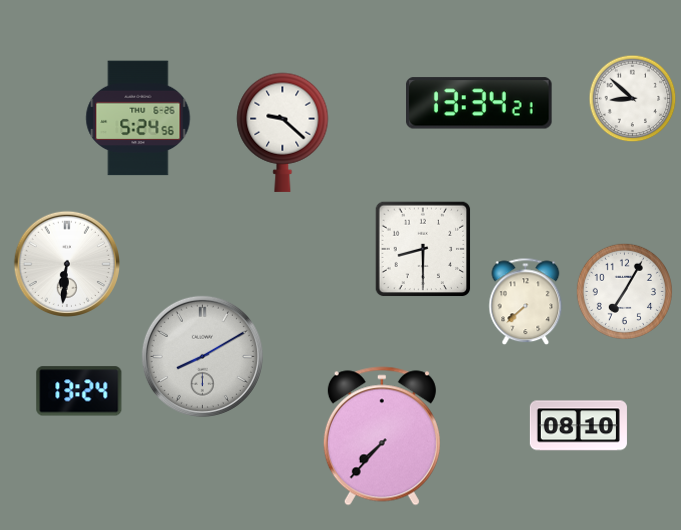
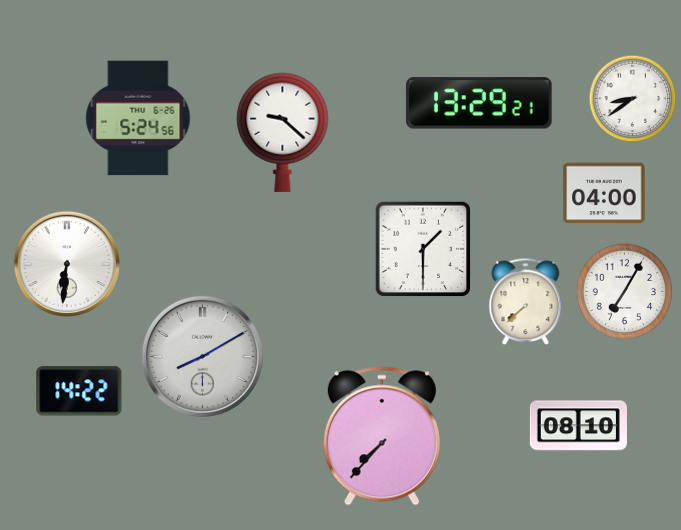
clock at (633, 99): 8:52 -> 8:39
clock at (480, 103): 13:34 -> 13:29
clock at (604, 193): none -> 04:00
clock at (423, 249): 8:30 -> 1:30
clock at (79, 391): 13:24 -> 14:22
